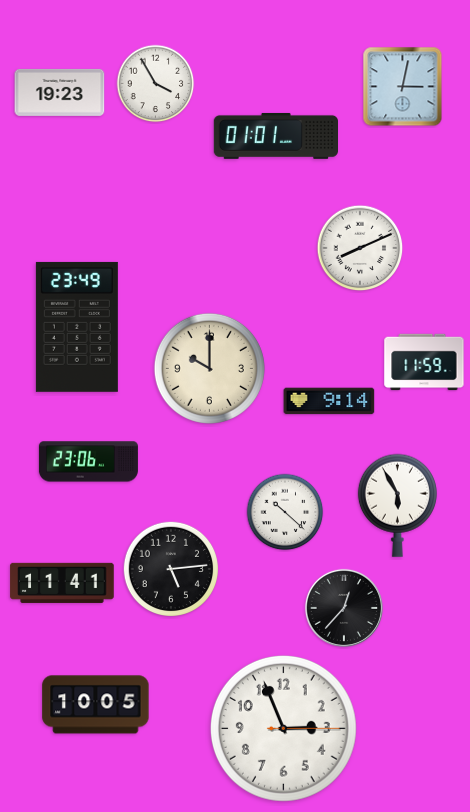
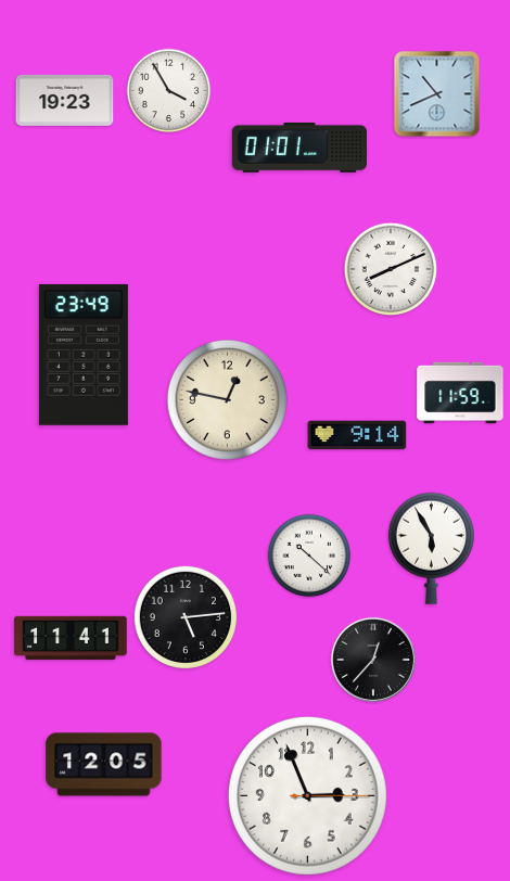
clock at (403, 87): 3:02 -> 10:41
clock at (209, 368): 10:00 -> 12:47
clock at (88, 462): 23:06 -> none
clock at (62, 583) position: (62, 583) -> (71, 638)
clock at (96, 705): 10:05 -> 12:05
clock at (283, 728) position: (283, 728) -> (307, 795)
